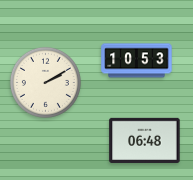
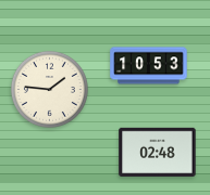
clock at (45, 82): 2:10 -> 1:46
clock at (145, 140): 06:48 -> 02:48
